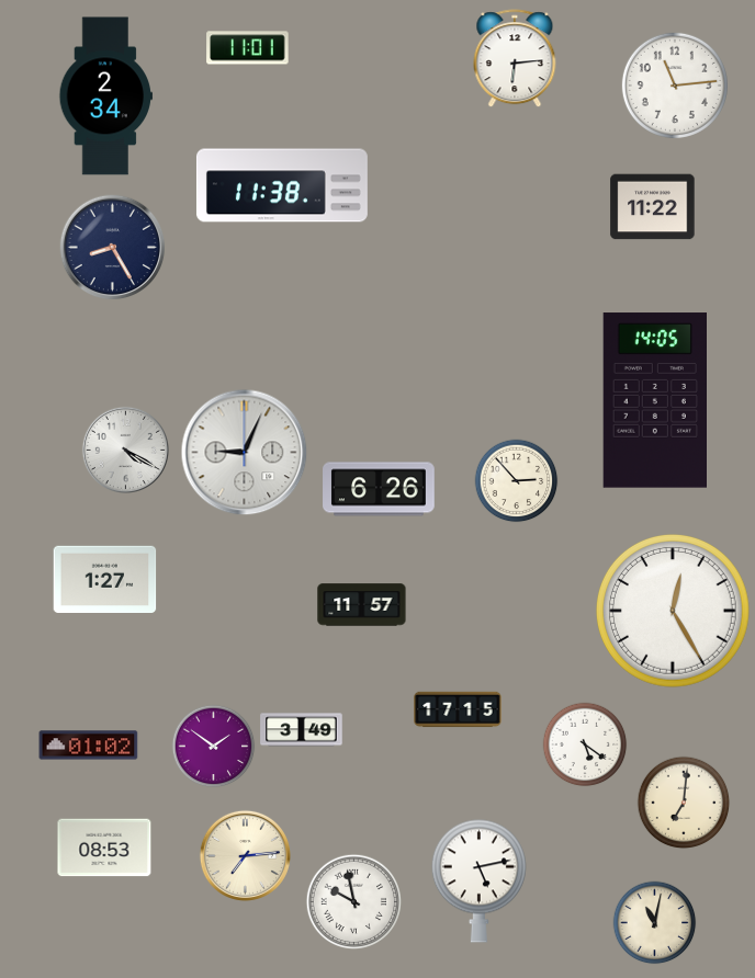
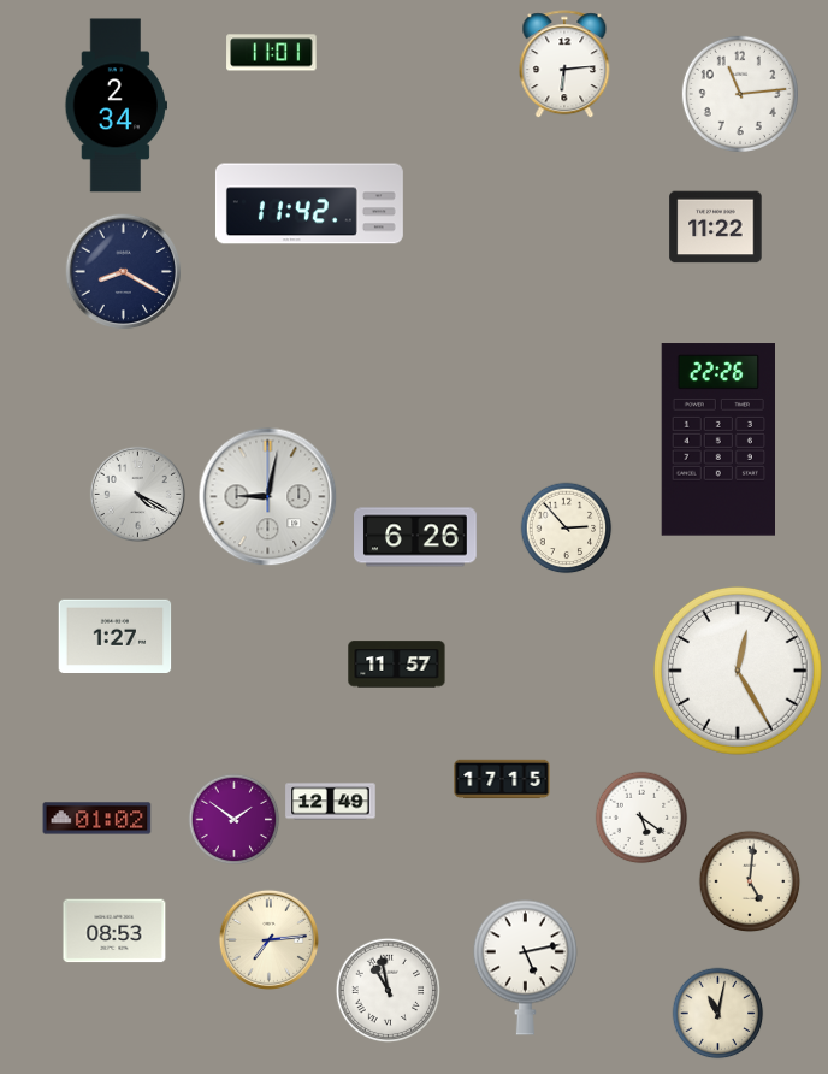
clock at (282, 185): 11:38 -> 11:42
clock at (113, 248): 8:25 -> 8:20
clock at (654, 400): 14:05 -> 22:26
clock at (245, 453): 9:04 -> 9:02
clock at (302, 730): 3:49 -> 12:49
clock at (684, 803): 7:01 -> 5:01
clock at (354, 902): 9:58 -> 10:58
